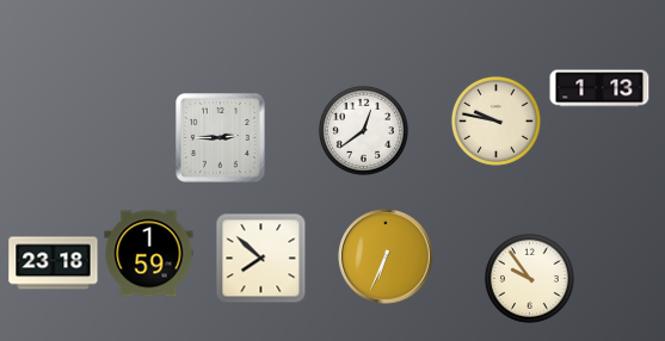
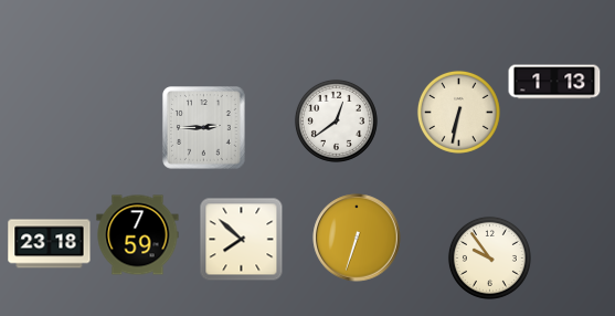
clock at (495, 120): 9:47 -> 6:32
clock at (149, 254): 1:59 -> 7:59
clock at (386, 256): 6:34 -> 6:33
